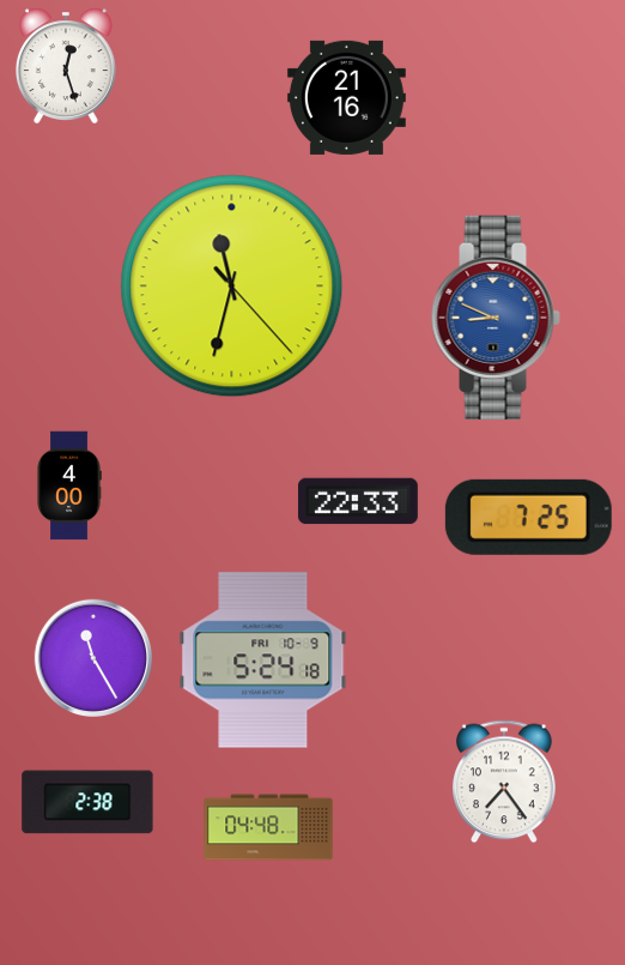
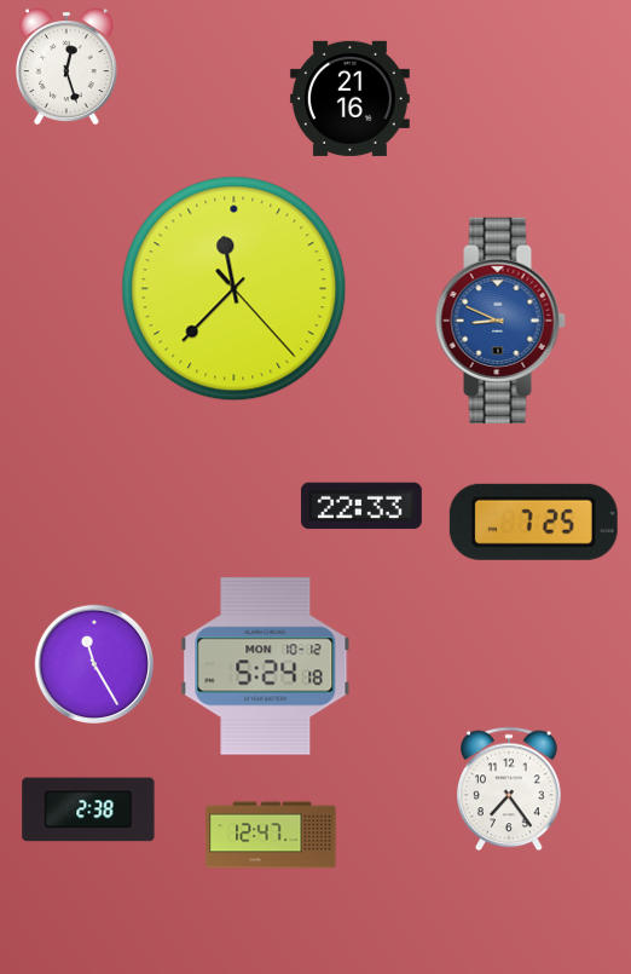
clock at (232, 287): 11:32 -> 11:37
clock at (69, 485): 4:00 -> none
clock at (263, 661) date: FRI 10-9 -> MON 10-12
clock at (268, 827): 04:48 -> 12:47
